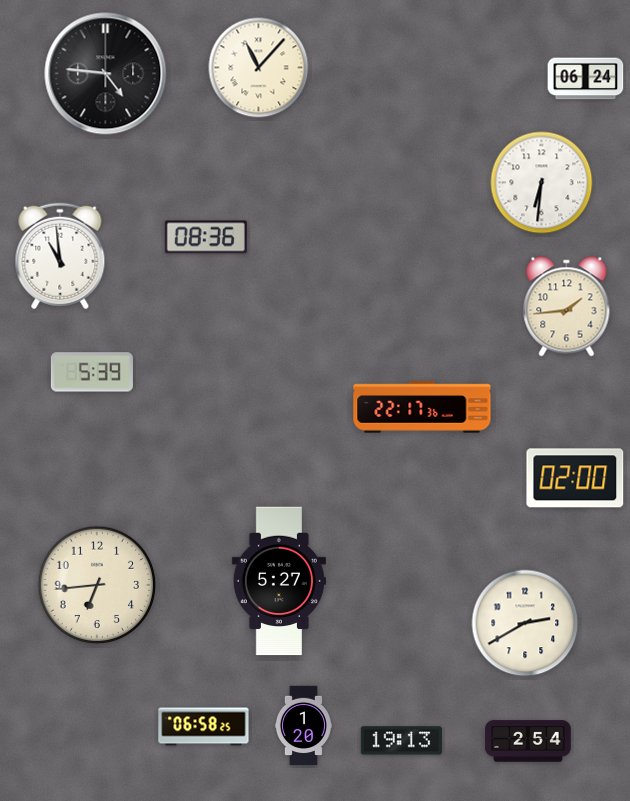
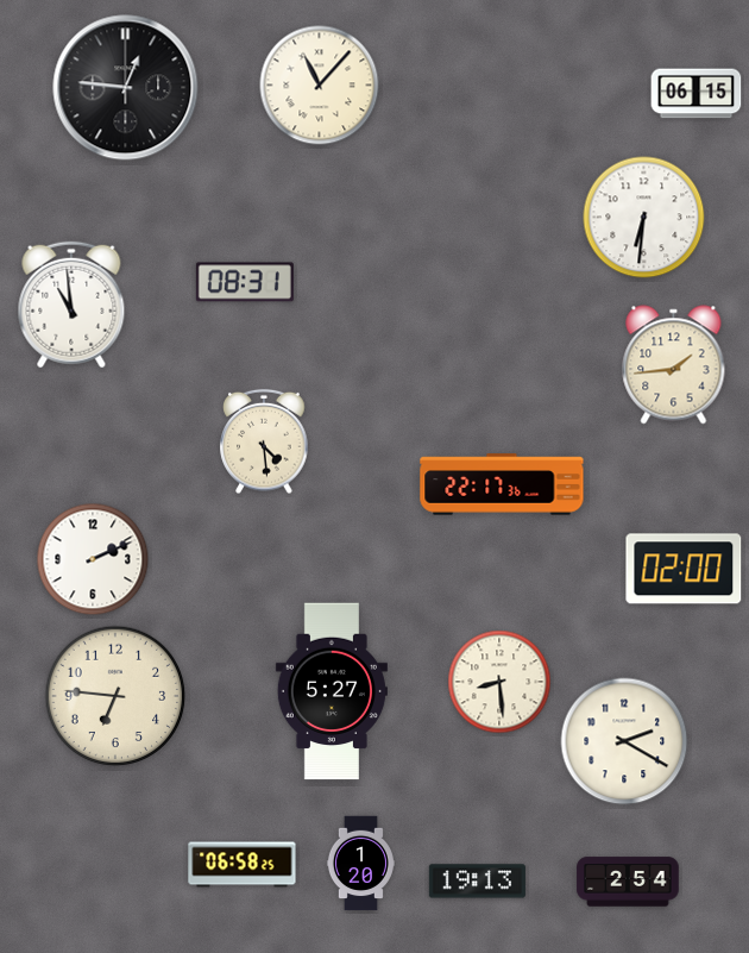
clock at (259, 68) position: (259, 68) -> (320, 86)
clock at (106, 74): 4:46 -> 12:46
clock at (586, 79): 06:24 -> 06:15
clock at (206, 237): 08:36 -> 08:31
clock at (264, 441): none -> 4:29
clock at (92, 372): 5:39 -> none
clock at (93, 559): none -> 2:11
clock at (499, 682): none -> 8:29
clock at (97, 585): 6:44 -> 6:46
clock at (525, 623): 2:40 -> 2:20
